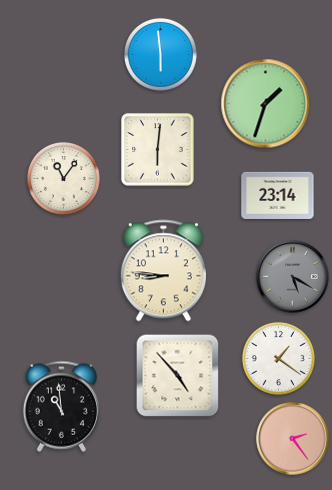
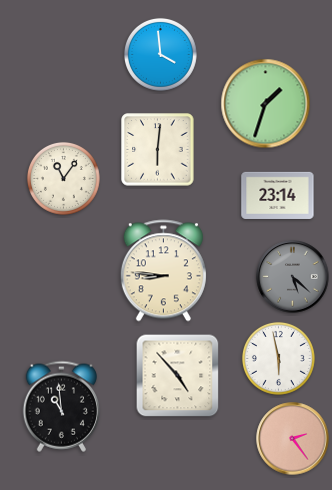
clock at (160, 54): 5:59 -> 3:59
clock at (293, 277): 5:20 -> 5:22
clock at (278, 358): 1:21 -> 5:58
